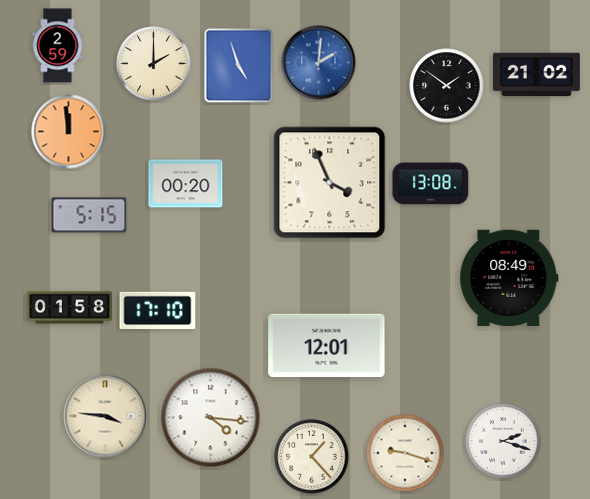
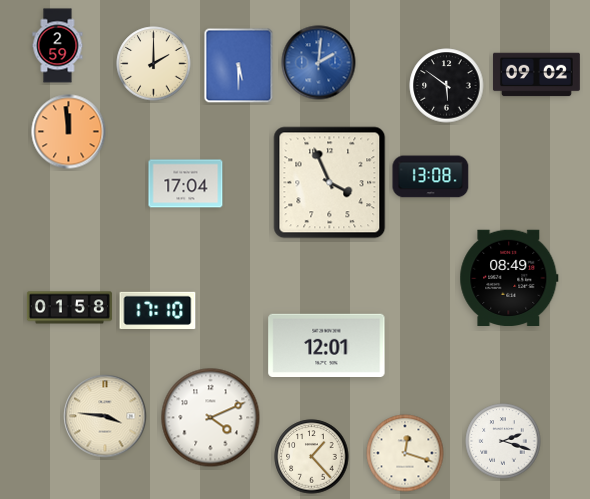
clock at (239, 66): 4:57 -> 5:30
clock at (536, 75): 21:02 -> 09:02
clock at (447, 86): 1:51 -> 5:51
clock at (186, 184): 00:20 -> 17:04
clock at (431, 184) position: (431, 184) -> (431, 177)
clock at (89, 215): 5:15 -> none
clock at (211, 418): 4:16 -> 4:11
clock at (405, 453): 9:18 -> 12:18
